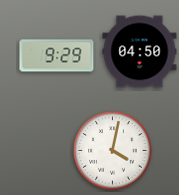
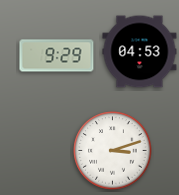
clock at (140, 52): 04:50 -> 04:53
clock at (113, 151): 4:02 -> 3:12
